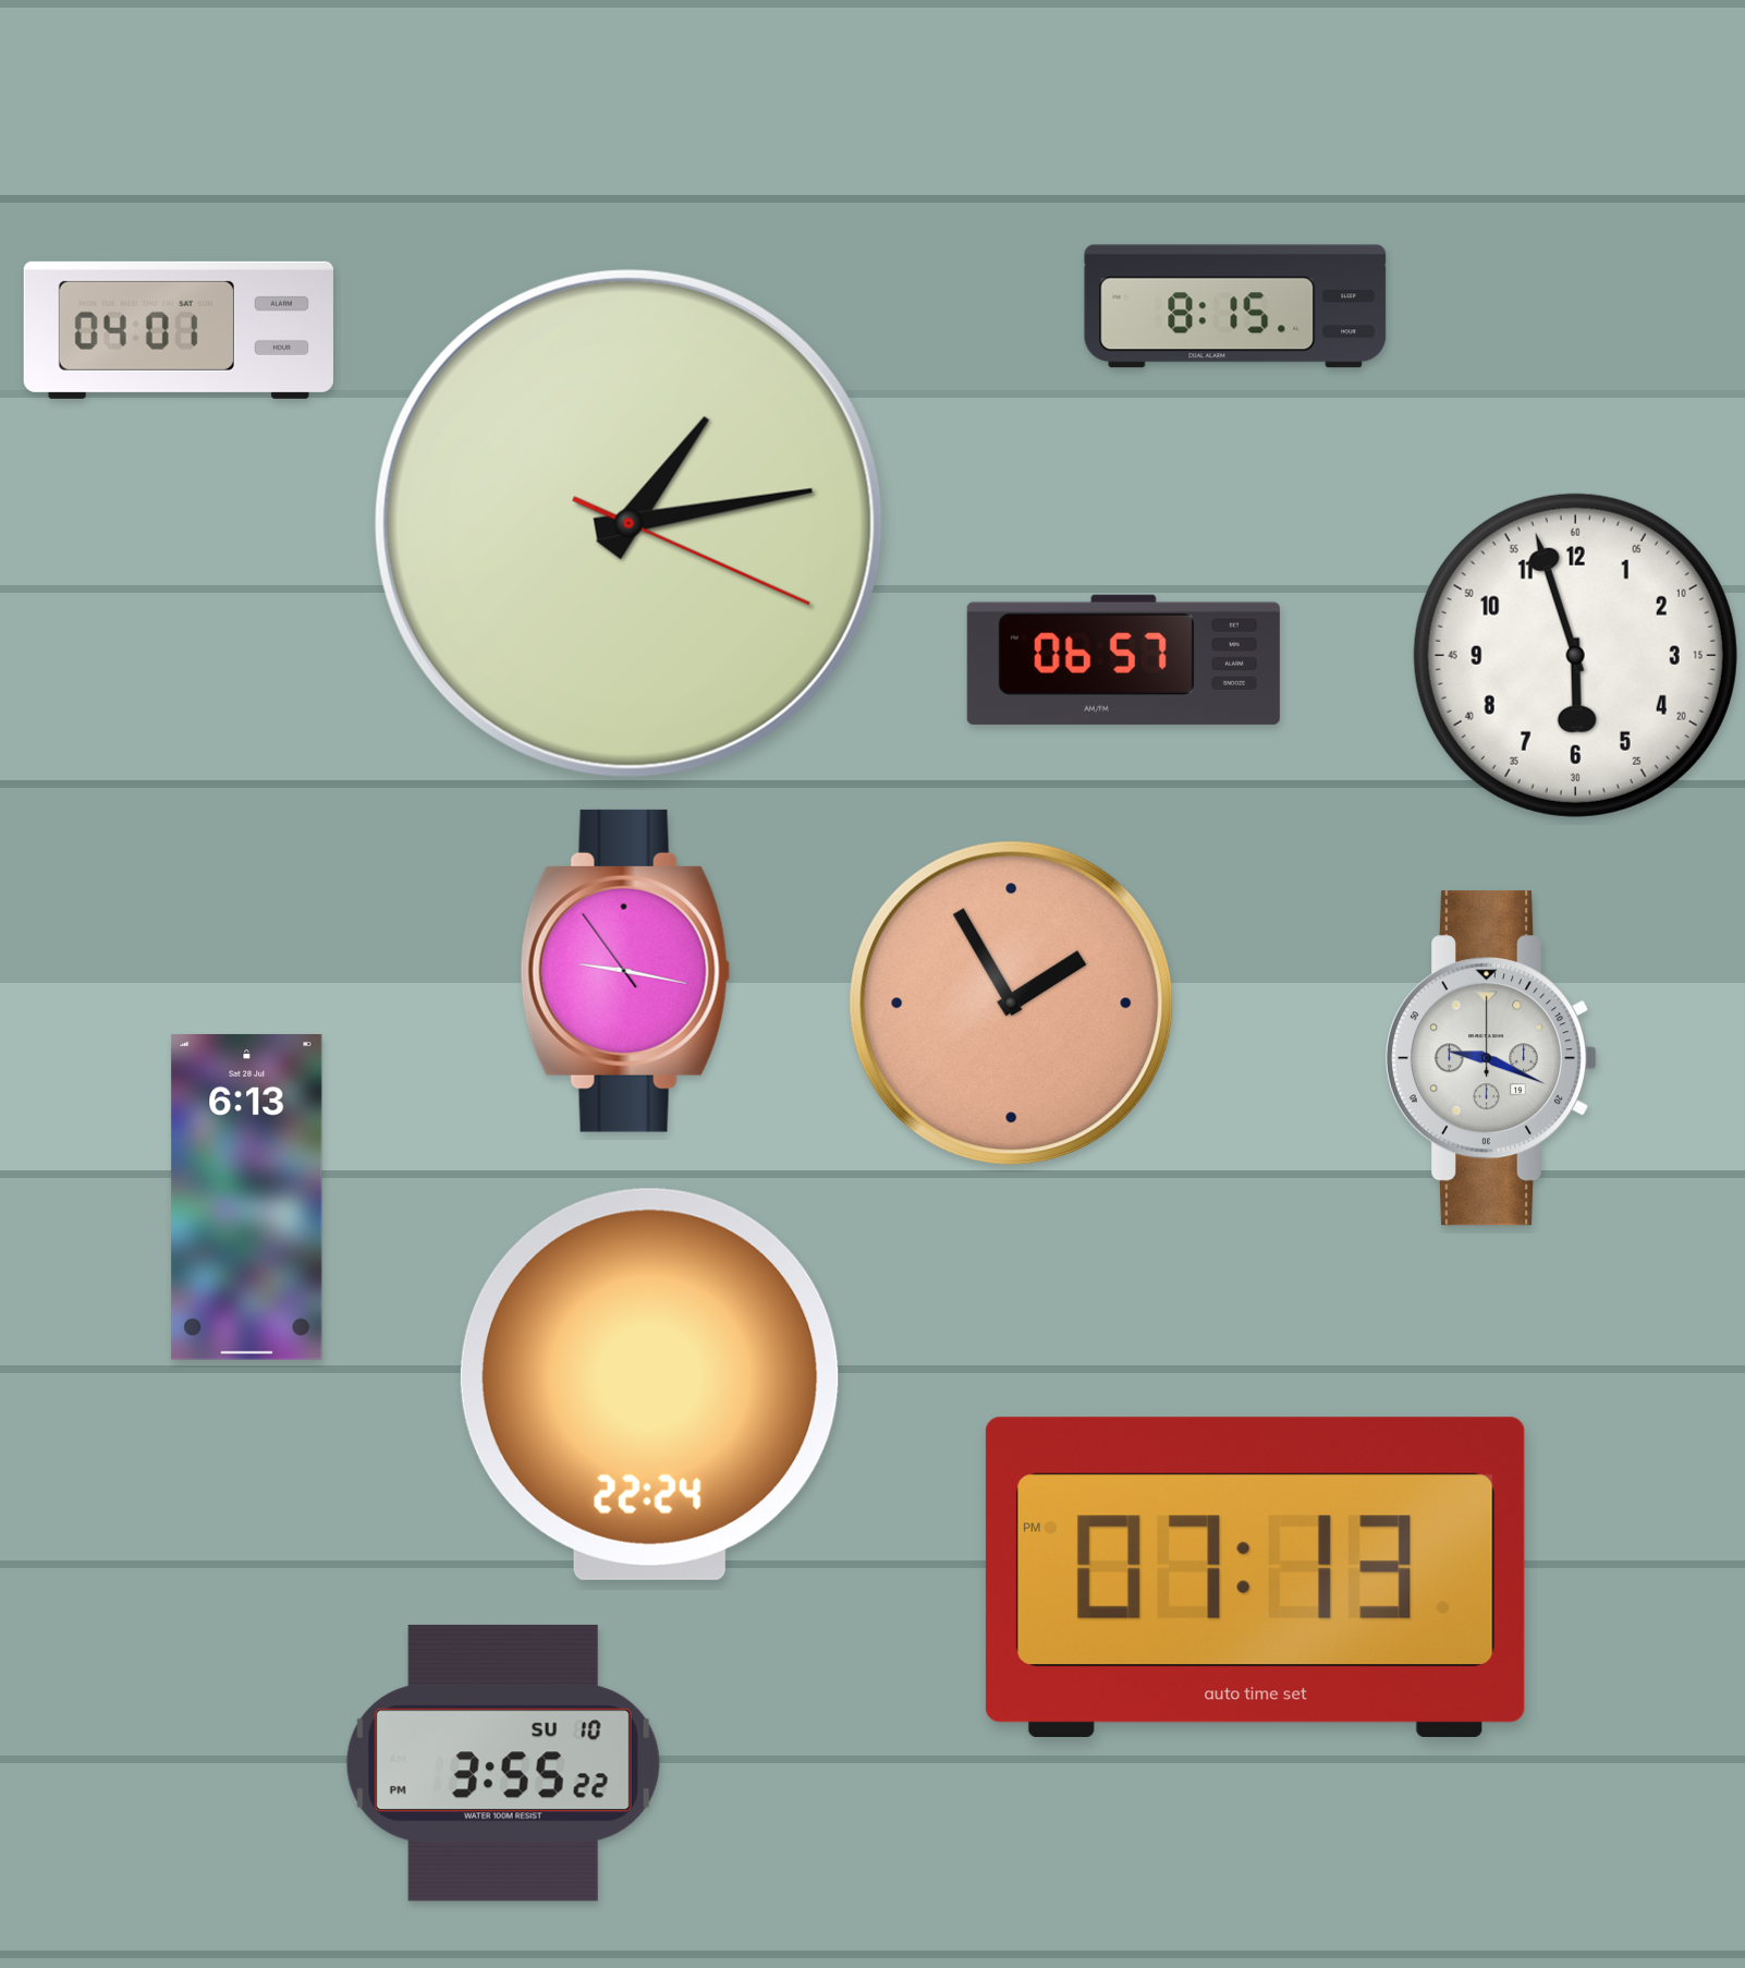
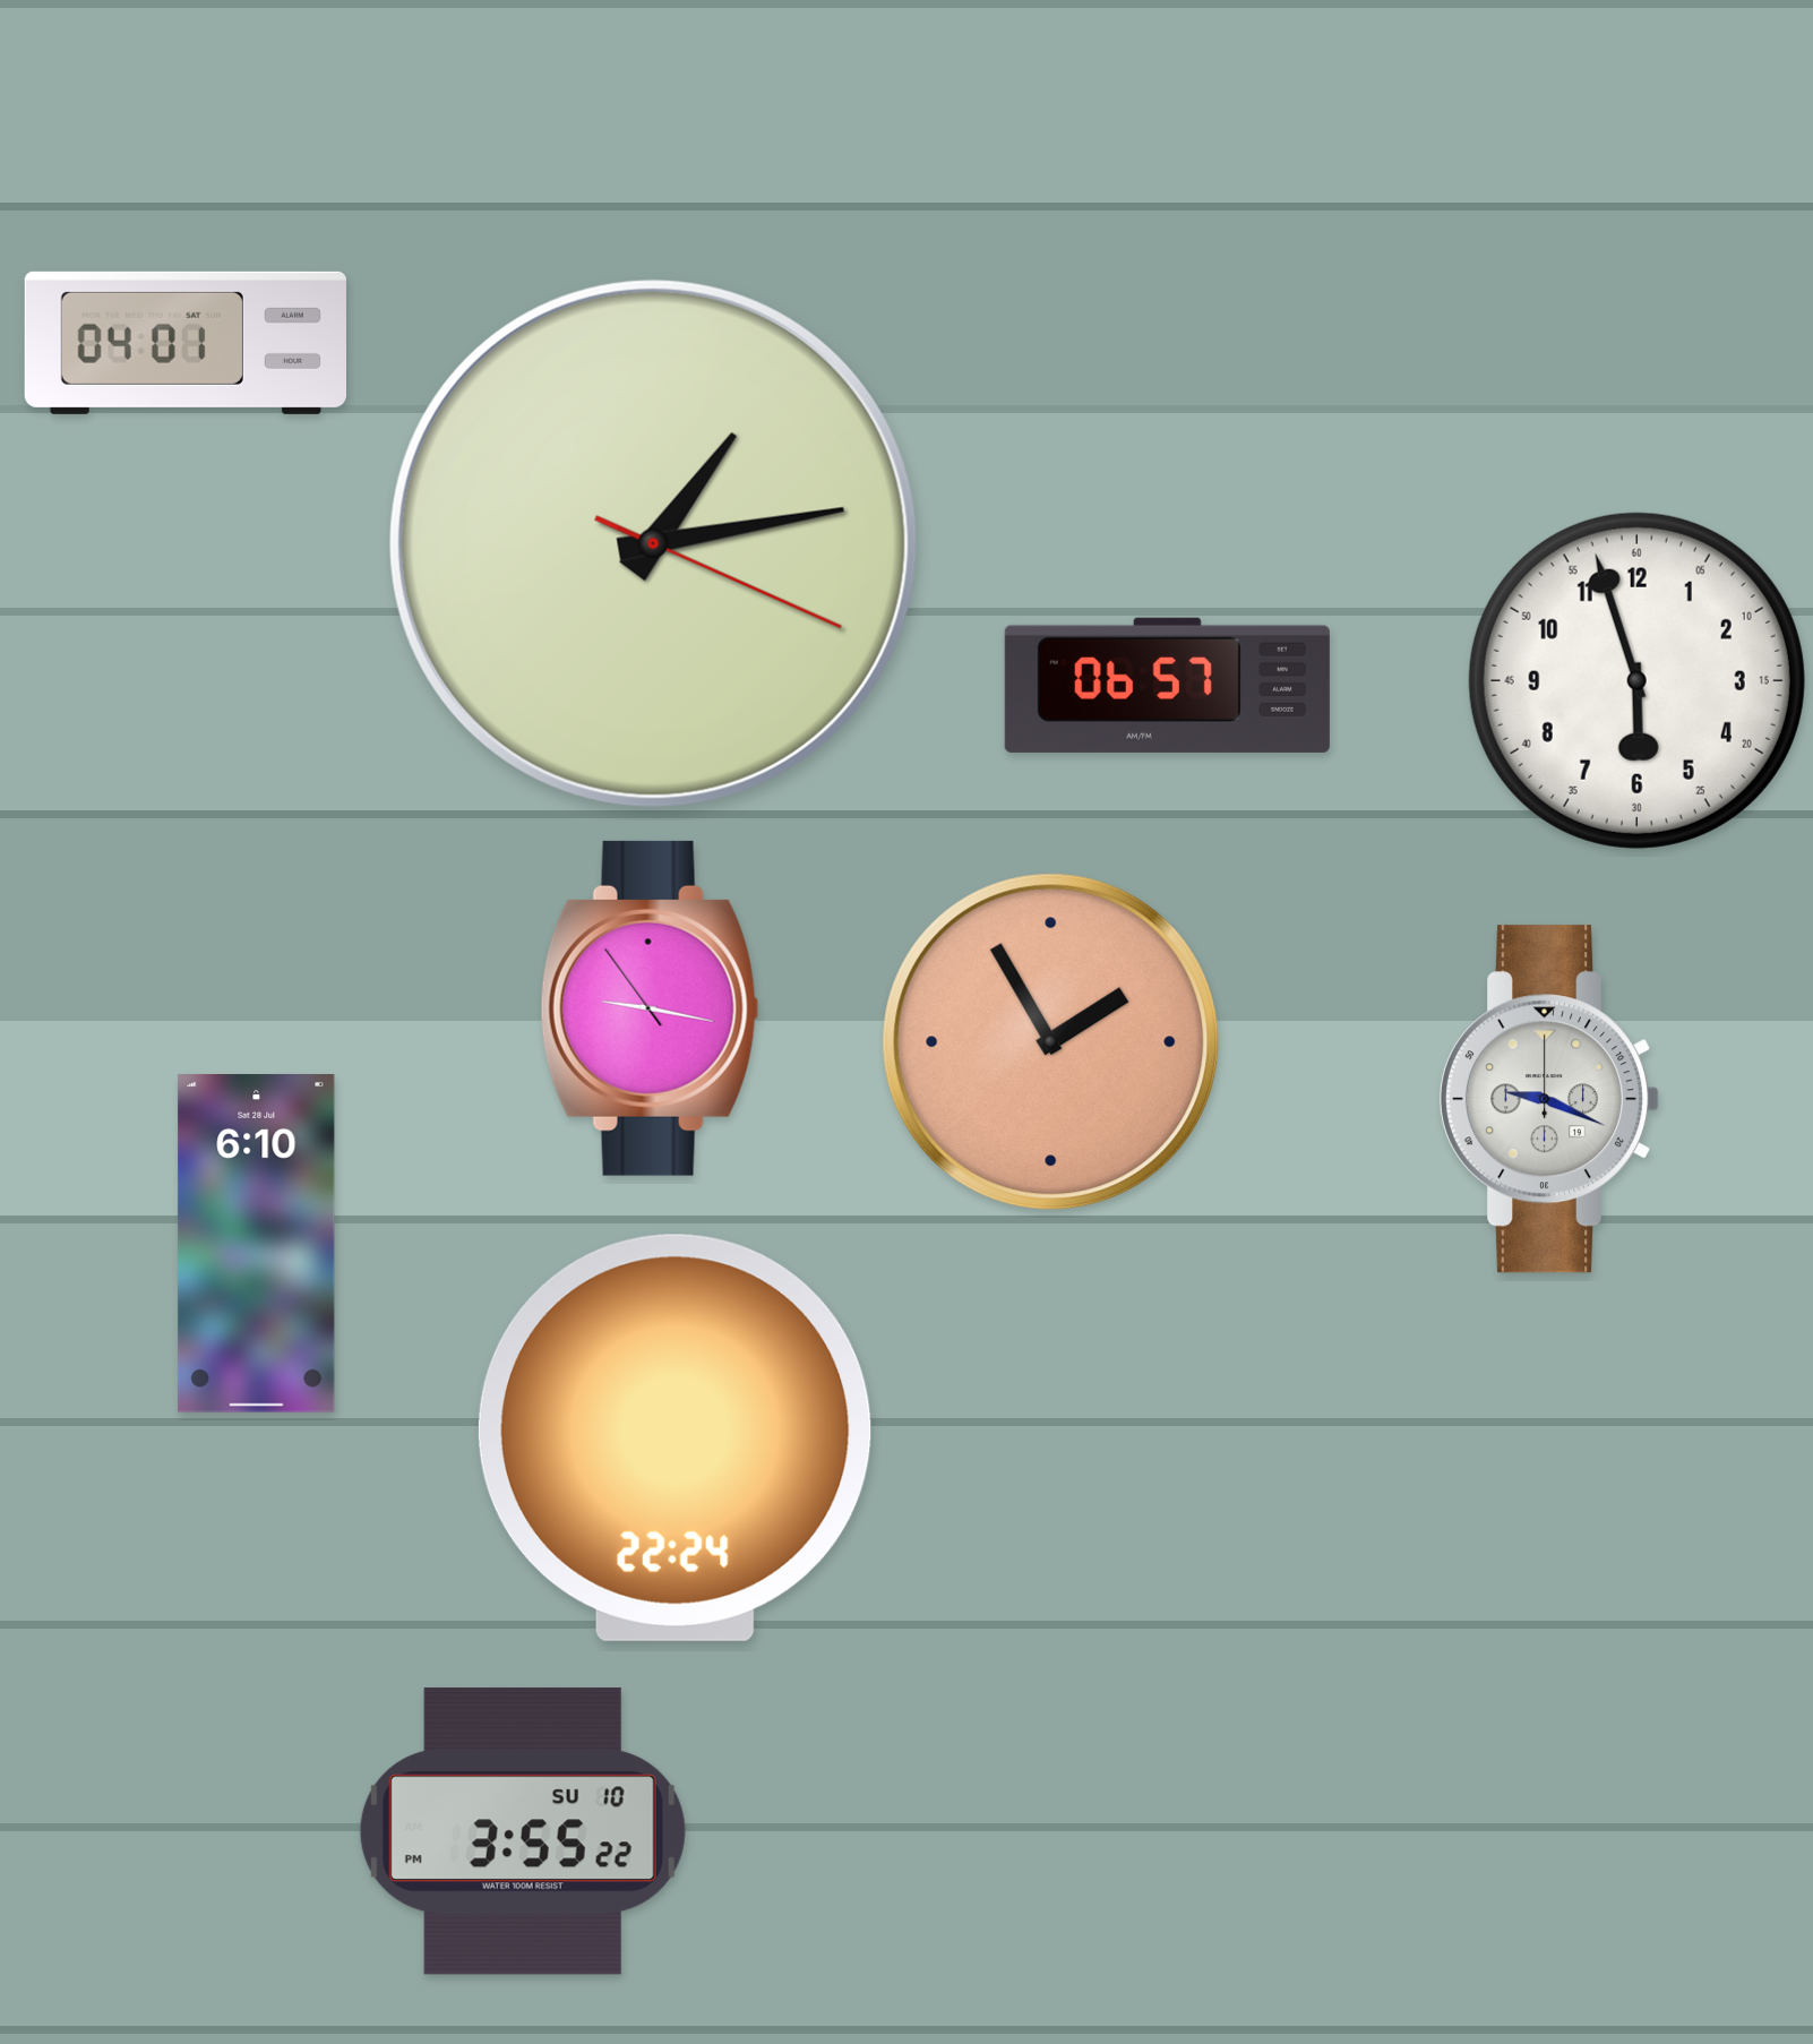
clock at (1235, 306): 8:15 -> none
clock at (247, 1198): 6:13 -> 6:10
clock at (1255, 1577): 07:13 -> none
